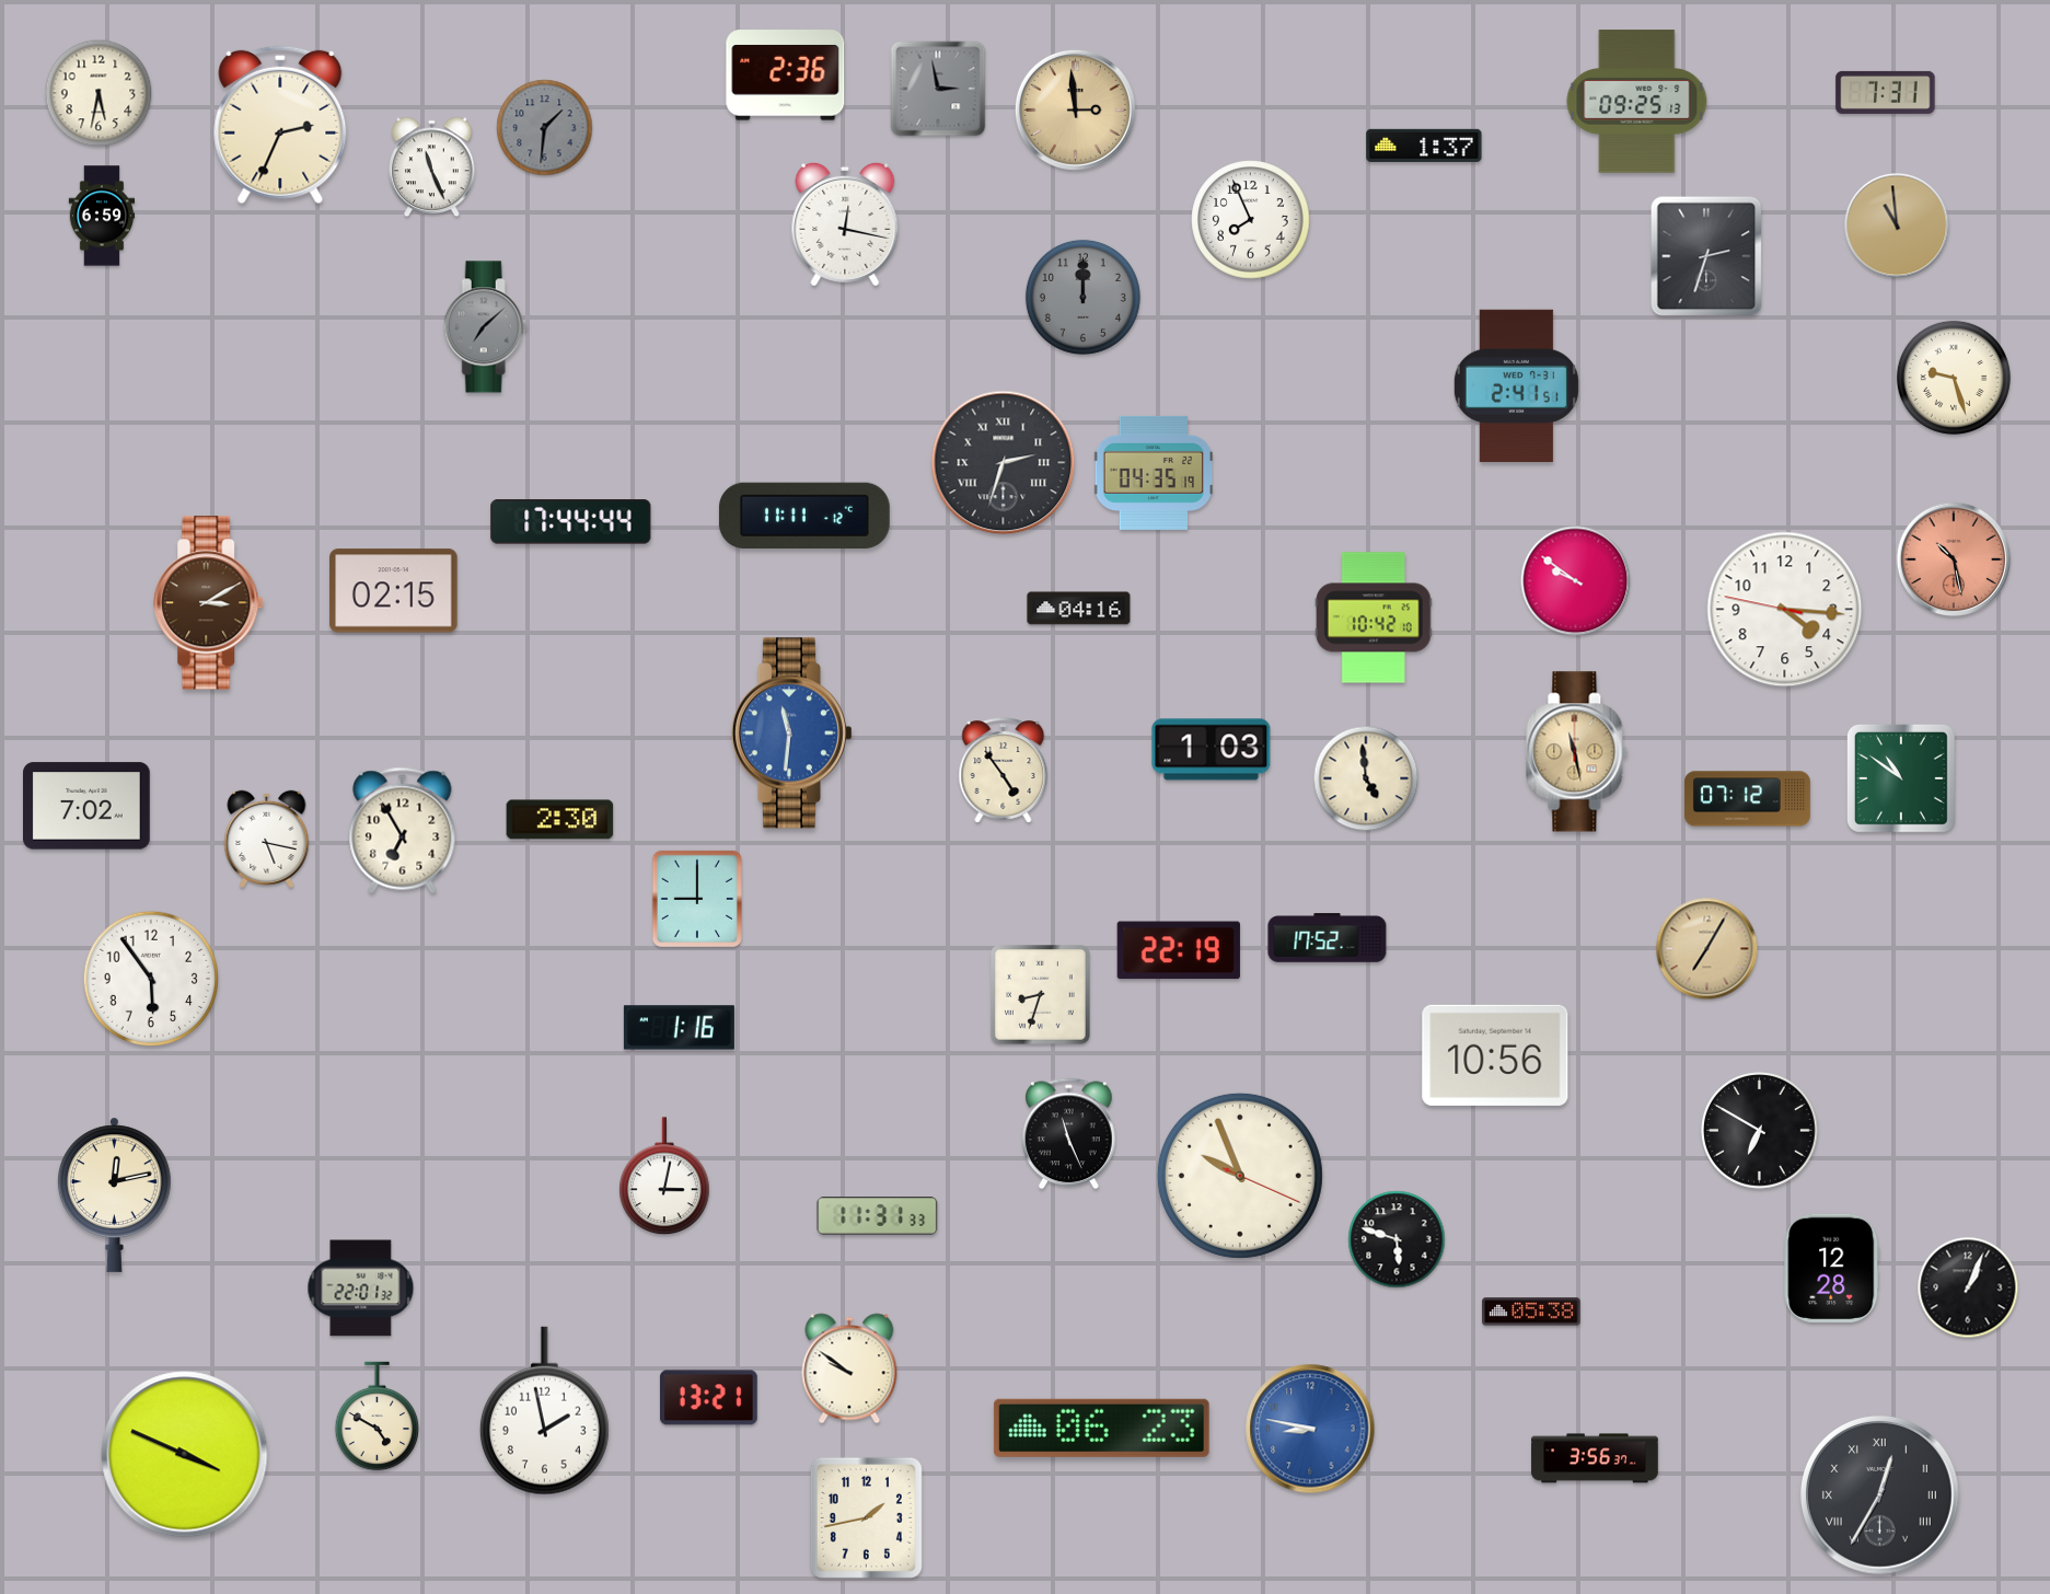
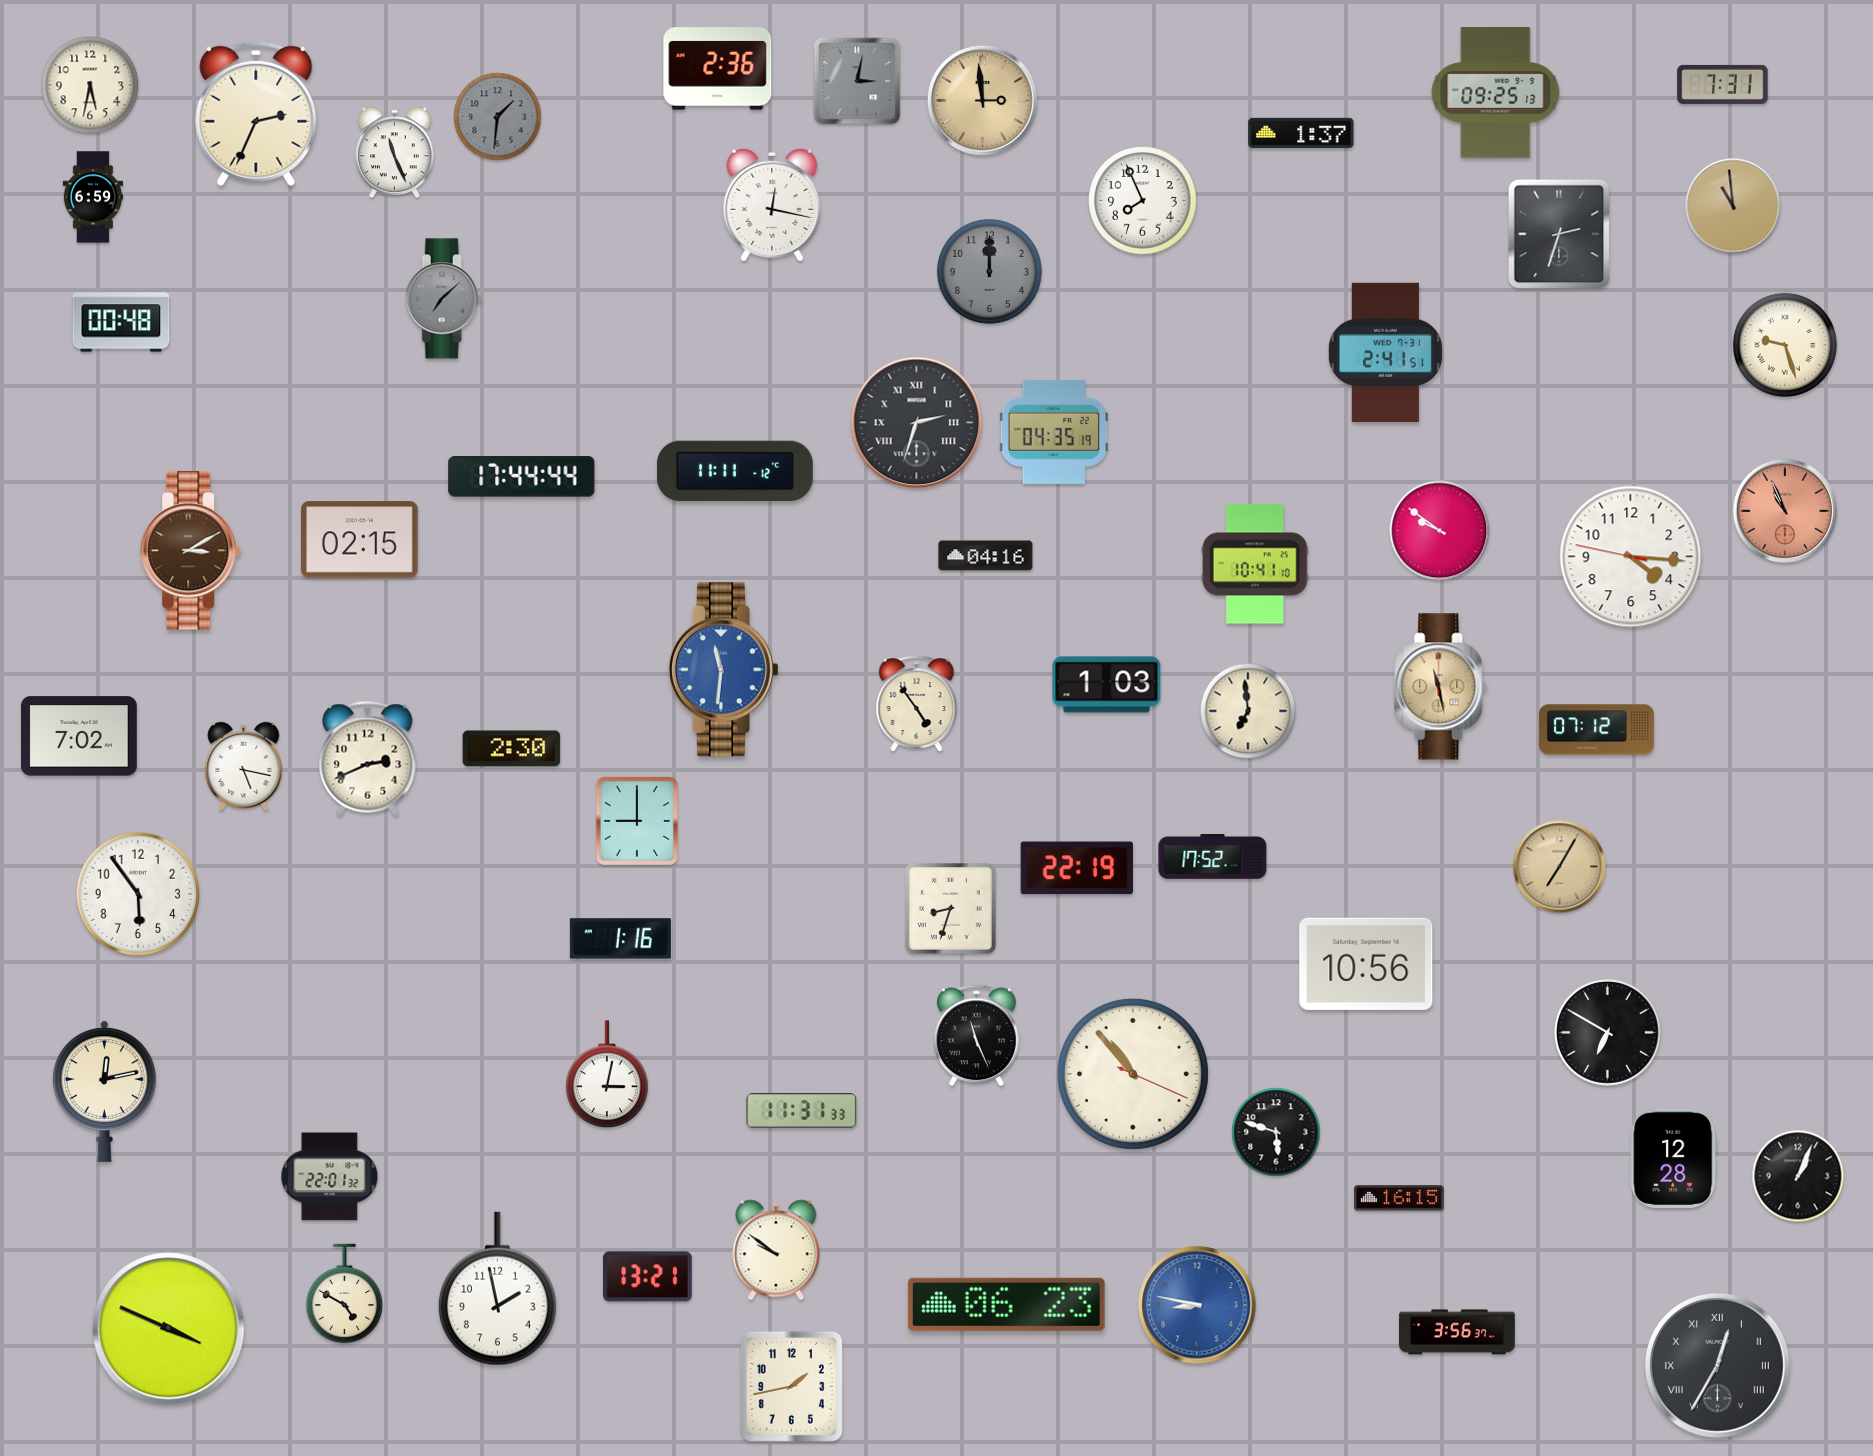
clock at (938, 89): 2:58 -> 3:02
clock at (121, 322): none -> 00:48
clock at (1954, 559): 10:28 -> 10:56
clock at (1374, 617): 10:42 -> 10:41
clock at (1366, 778): 4:59 -> 6:59
clock at (1901, 778): 10:51 -> none
clock at (403, 831): 6:55 -> 2:41
clock at (1240, 1176): 9:56 -> 10:53
clock at (1531, 1312): 05:38 -> 16:15
